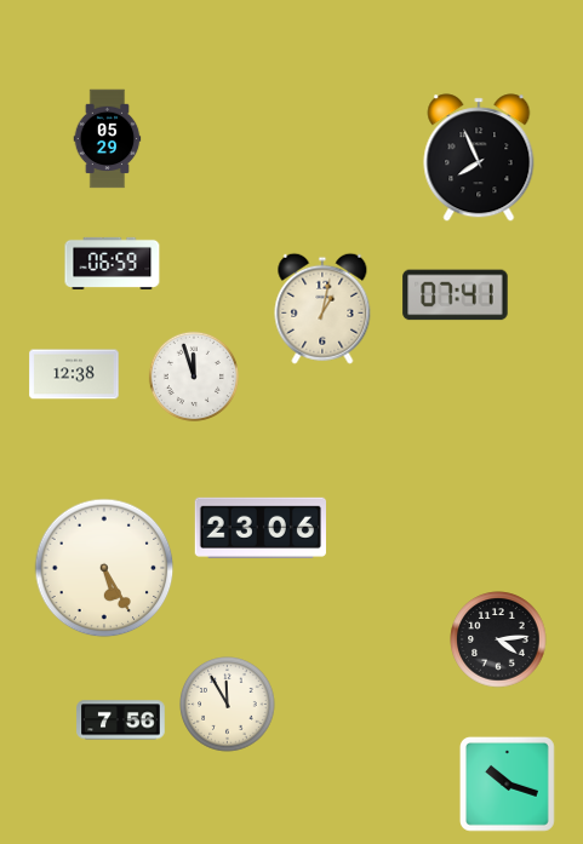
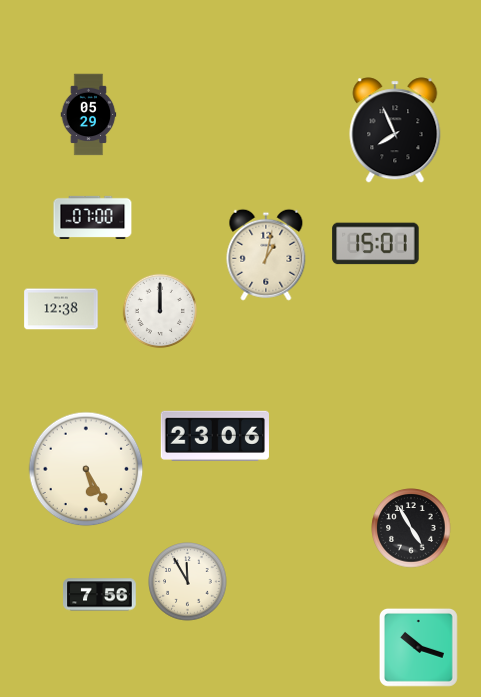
clock at (113, 263): 06:59 -> 07:00
clock at (456, 295): 07:41 -> 15:01
clock at (193, 375): 11:57 -> 12:00
clock at (498, 639): 4:14 -> 4:55
